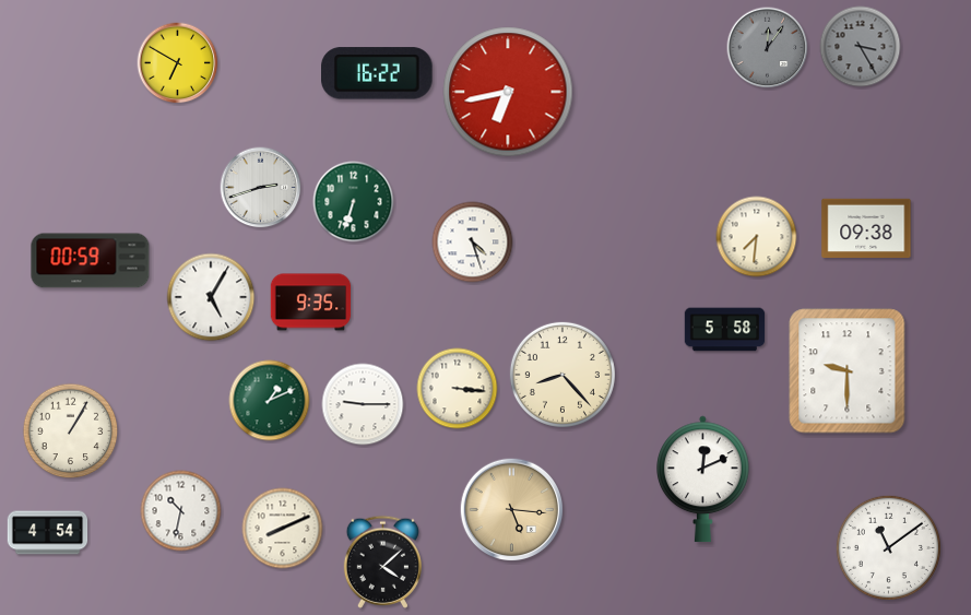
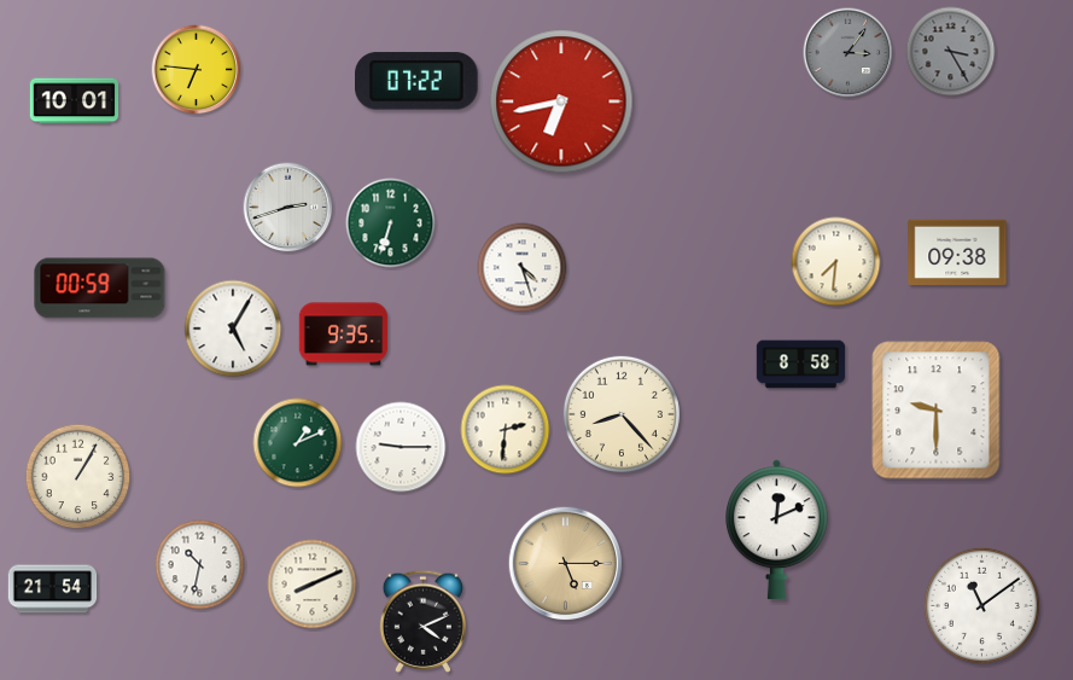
clock at (768, 48): 12:06 -> 3:06
clock at (178, 63): 6:50 -> 6:46
clock at (378, 73): 16:22 -> 07:22
clock at (75, 101): none -> 10:01
clock at (725, 330): 5:58 -> 8:58
clock at (458, 389): 3:16 -> 2:31
clock at (512, 510): 5:16 -> 5:15
clock at (48, 533): 4:54 -> 21:54
clock at (382, 561): 4:08 -> 4:11
